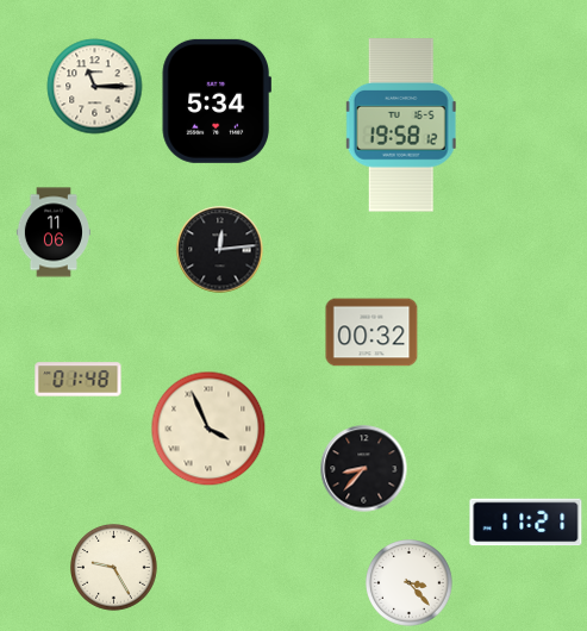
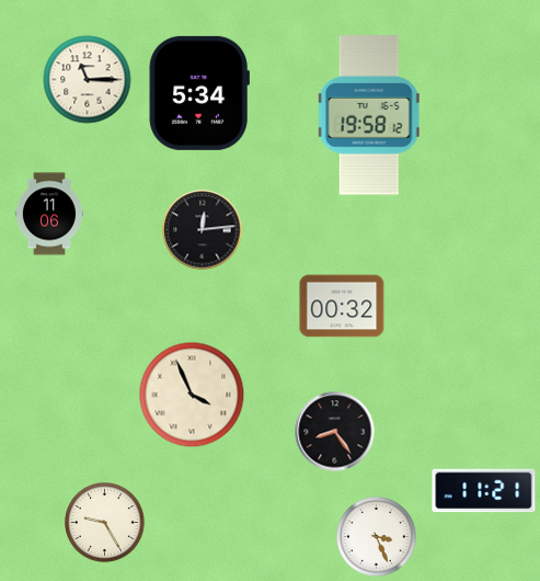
clock at (79, 380): 01:48 -> none
clock at (364, 469): 8:37 -> 8:24
clock at (526, 523) position: (526, 523) -> (484, 491)
clock at (410, 583): 3:23 -> 3:26
